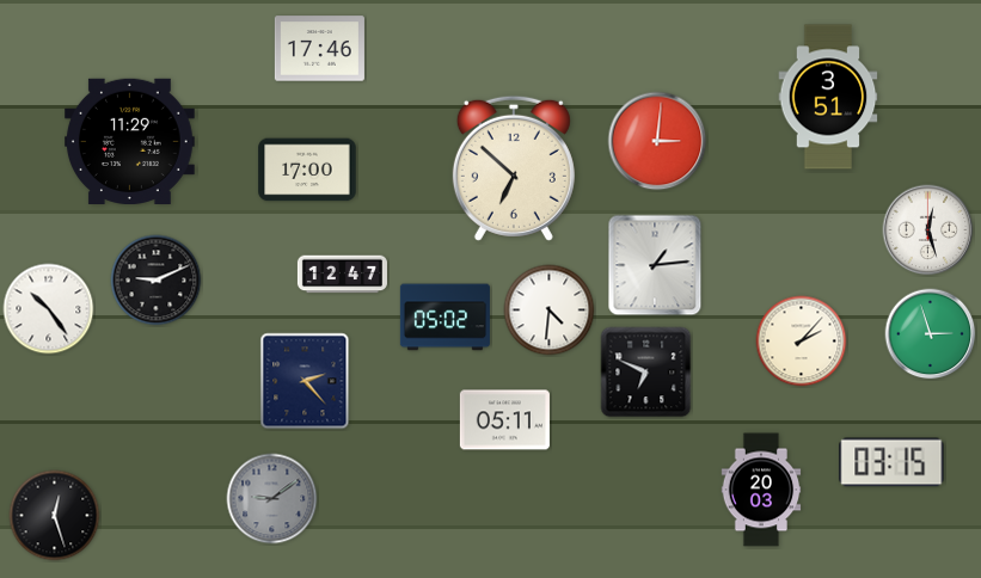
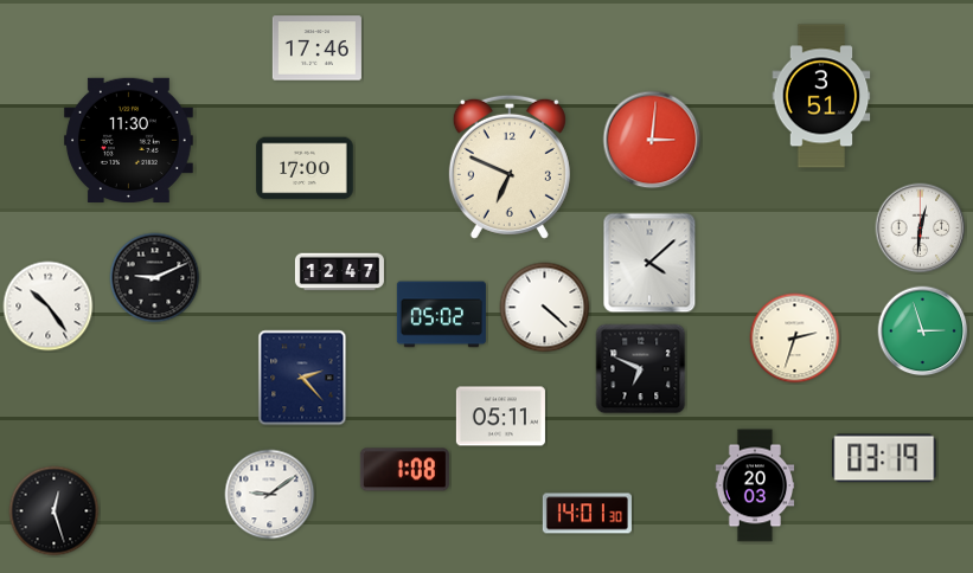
clock at (130, 141): 11:29 -> 11:30
clock at (514, 168): 6:52 -> 6:49
clock at (928, 230): 12:27 -> 12:31
clock at (655, 265): 1:14 -> 4:08
clock at (550, 310): 4:31 -> 4:22
clock at (802, 342): 2:07 -> 2:33
clock at (891, 462): 03:15 -> 03:19
clock at (404, 470): none -> 1:08
clock at (272, 499) dial: grey -> white
clock at (587, 514): none -> 14:01
